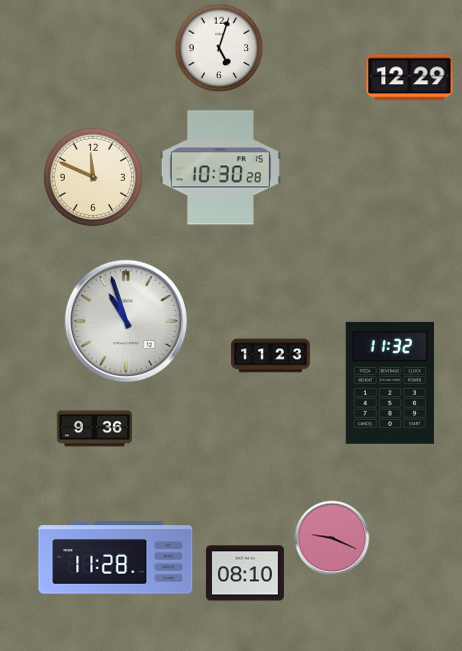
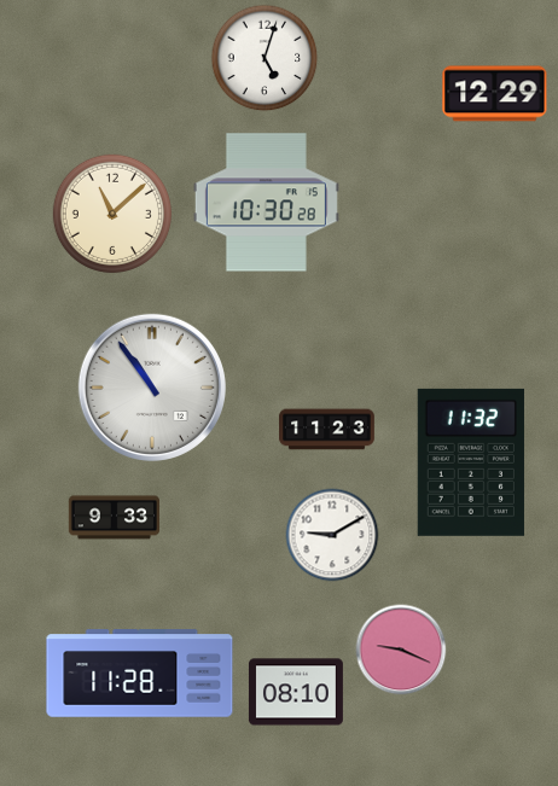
clock at (93, 177): 11:49 -> 11:08
clock at (126, 321): 10:57 -> 10:54
clock at (94, 429): 9:36 -> 9:33
clock at (332, 535): none -> 9:10
